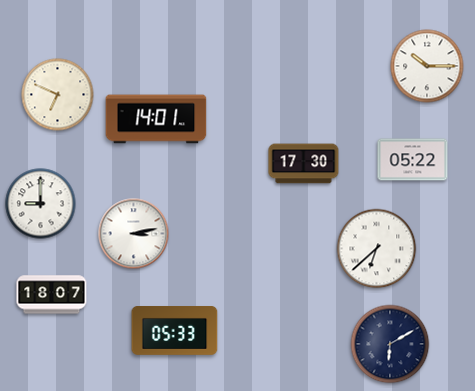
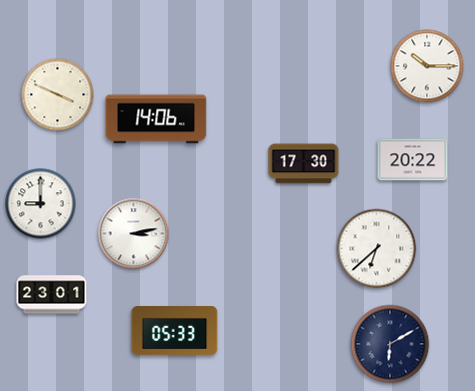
clock at (58, 95): 6:49 -> 3:49
clock at (156, 119): 14:01 -> 14:06
clock at (413, 160): 05:22 -> 20:22
clock at (52, 295): 18:07 -> 23:01
